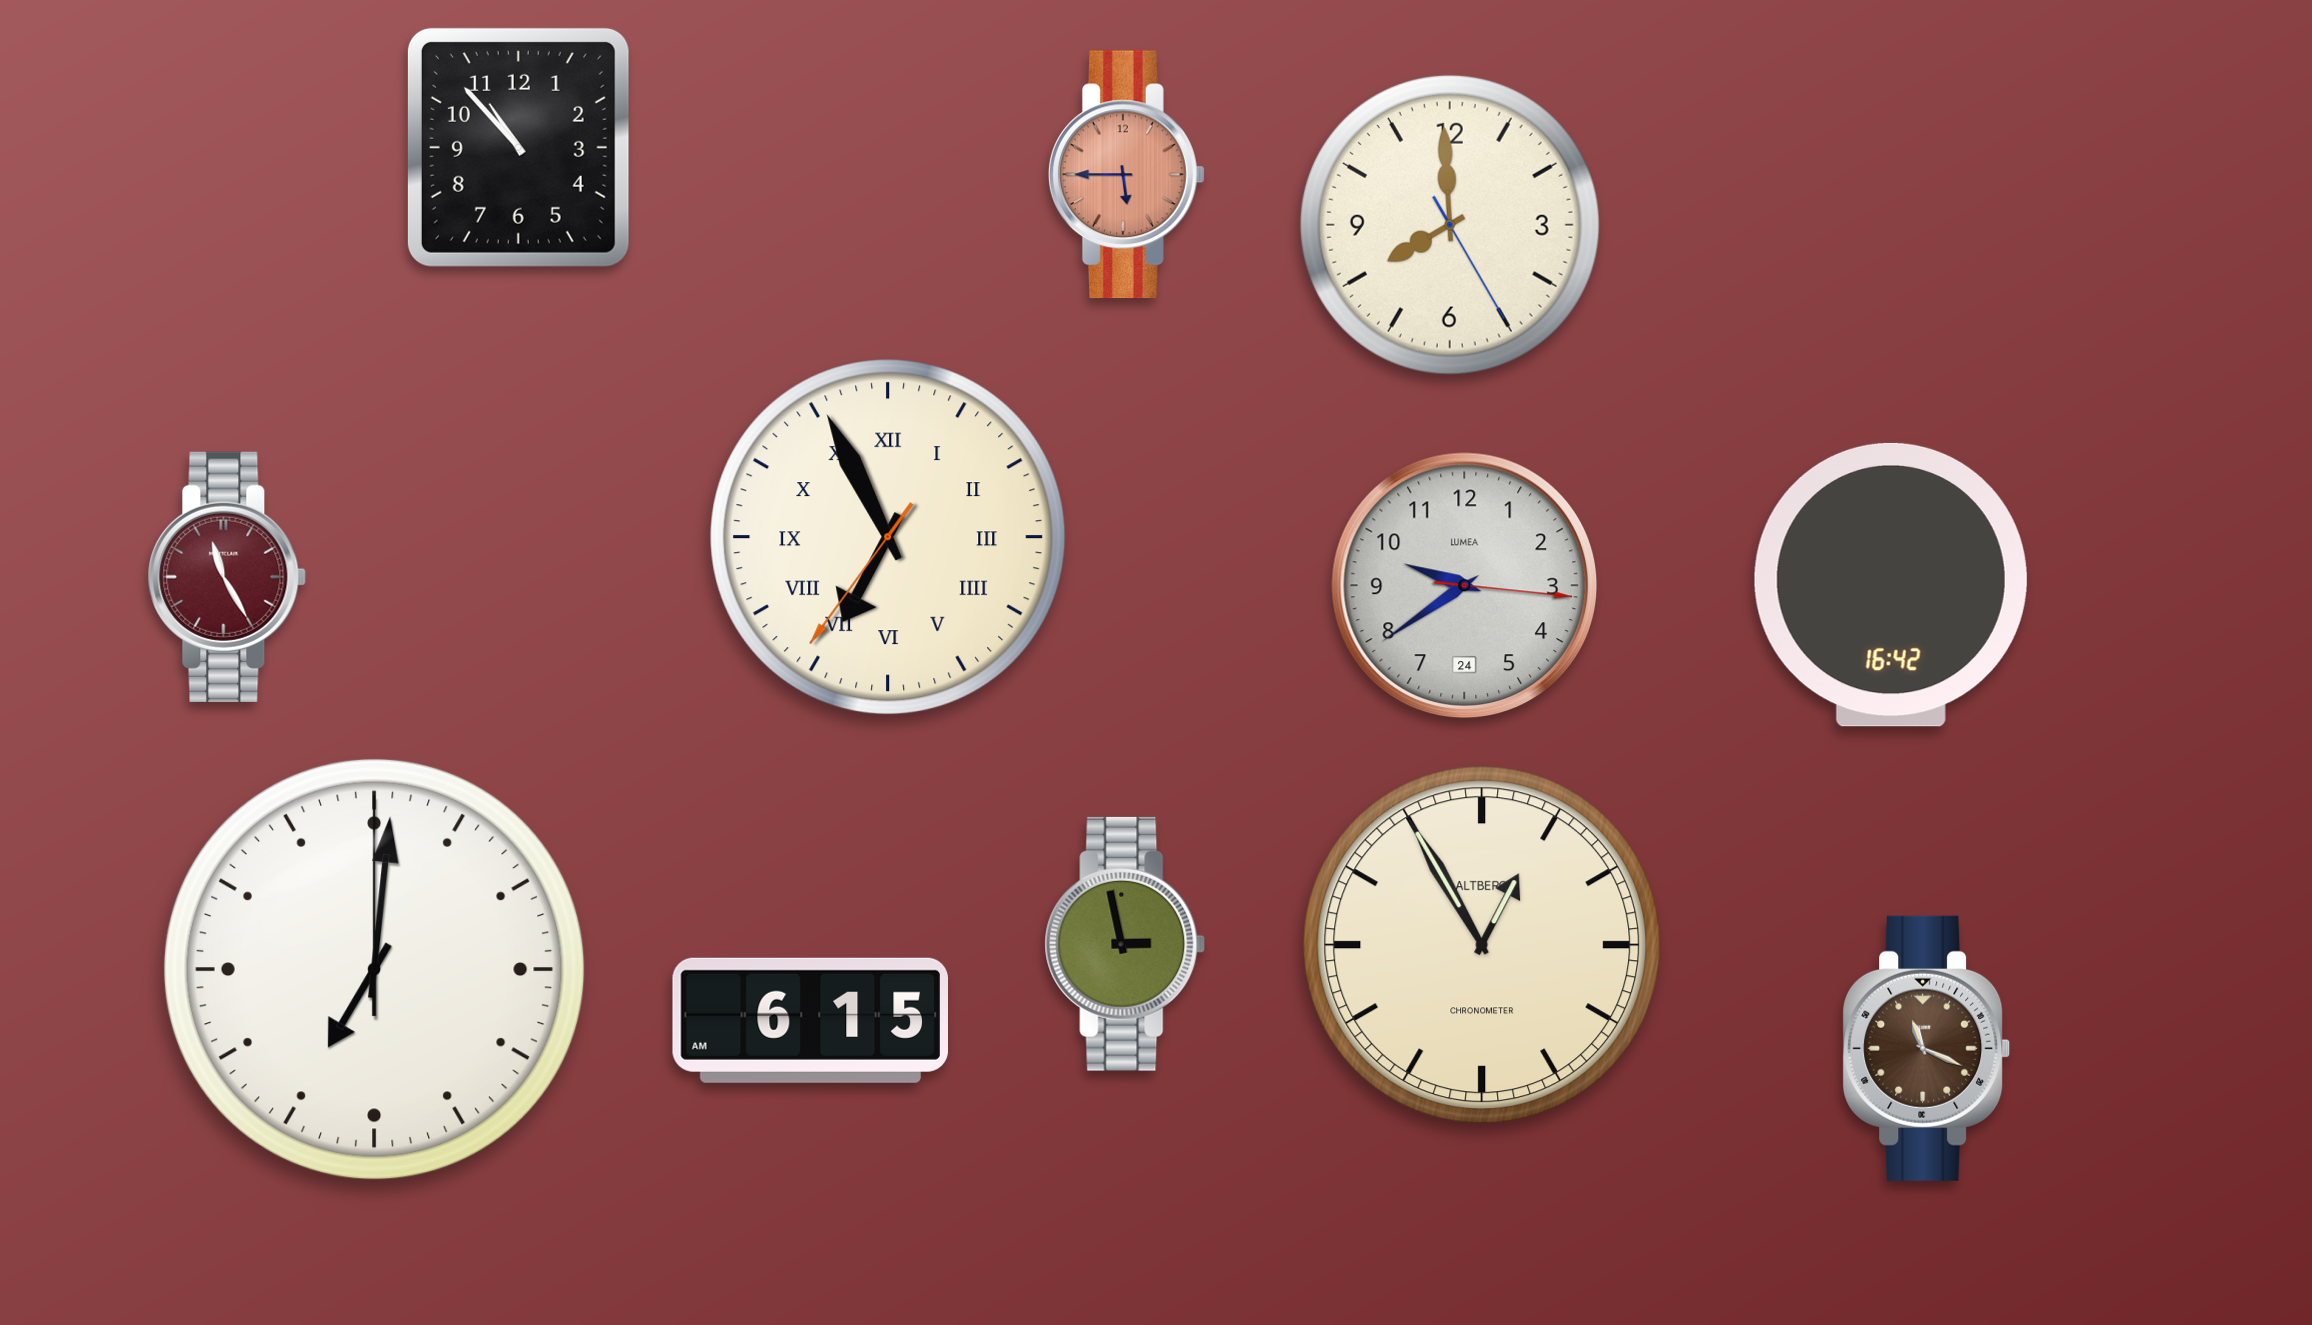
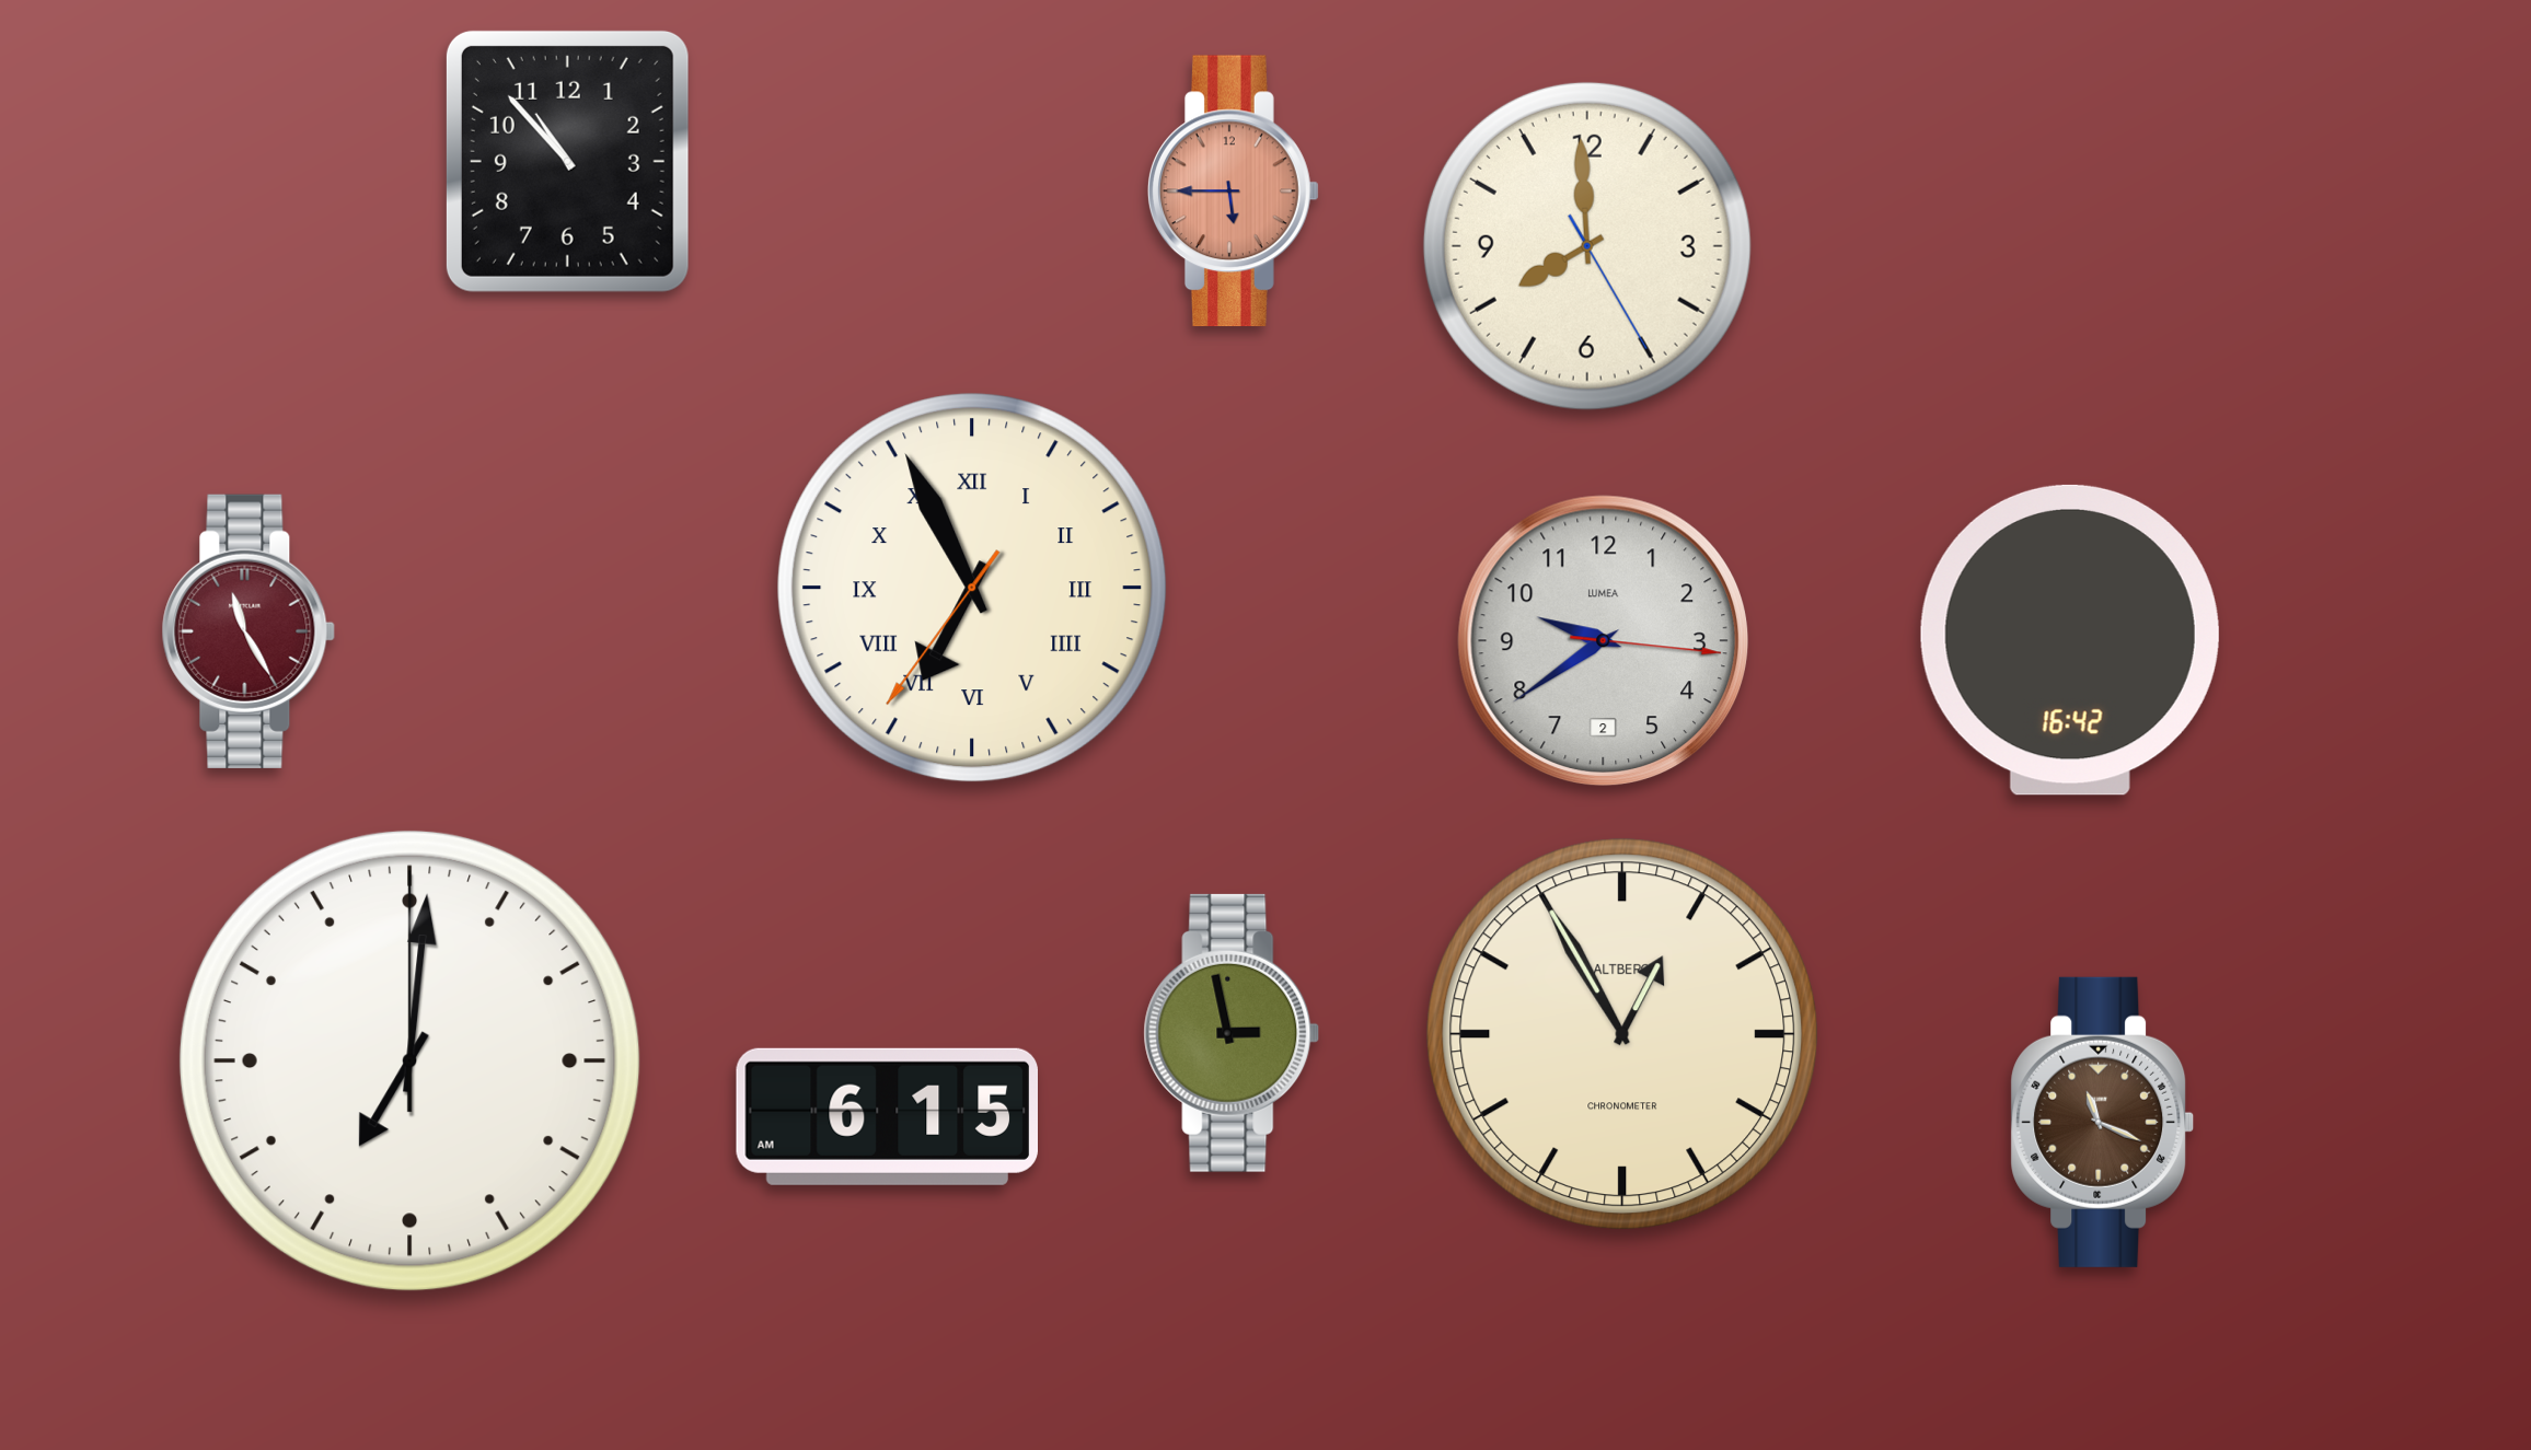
clock at (1464, 585) date: 24 -> 2
clock at (1927, 1048) position: (1927, 1048) -> (2103, 1122)
